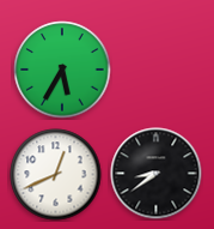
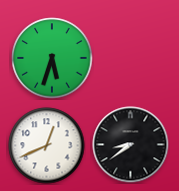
clock at (62, 70): 5:35 -> 5:33
